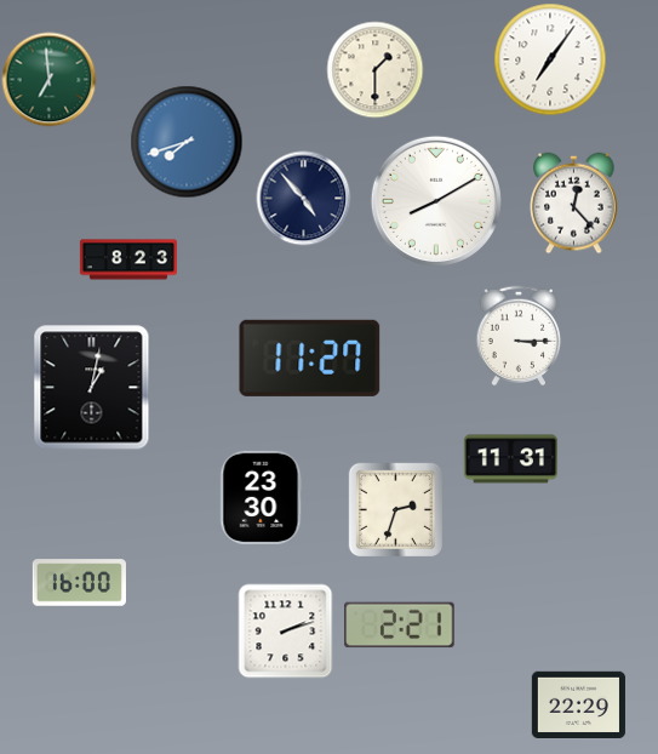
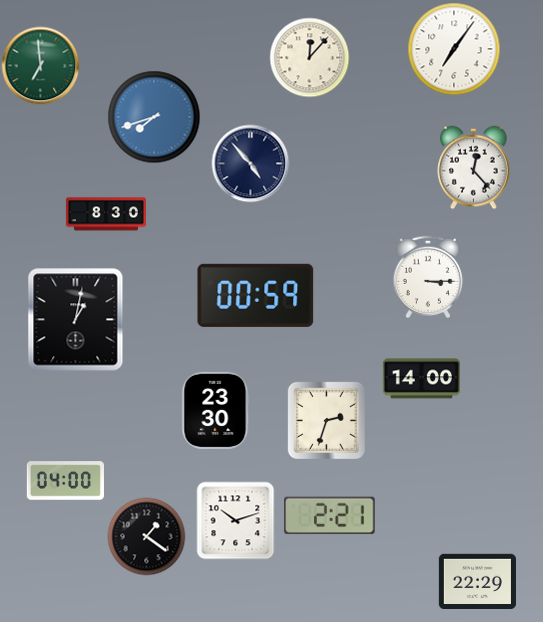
clock at (374, 69): 1:30 -> 12:07
clock at (436, 201): 8:10 -> none
clock at (128, 259): 8:23 -> 8:30
clock at (310, 358): 11:27 -> 00:59
clock at (510, 459): 11:31 -> 14:00
clock at (79, 583): 16:00 -> 04:00
clock at (285, 630): 2:12 -> 10:12
clock at (146, 536): none -> 1:21
